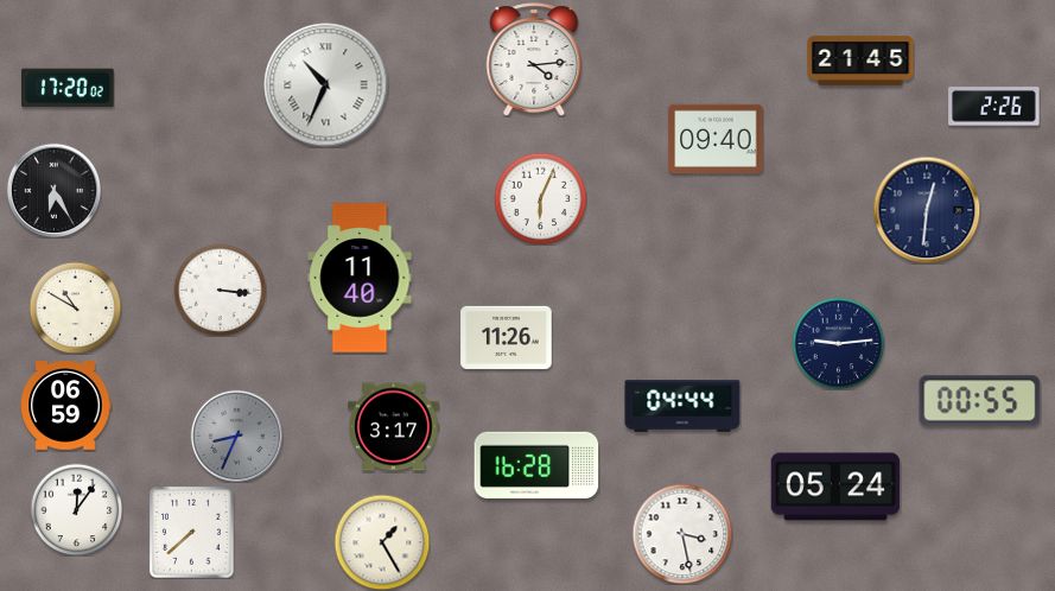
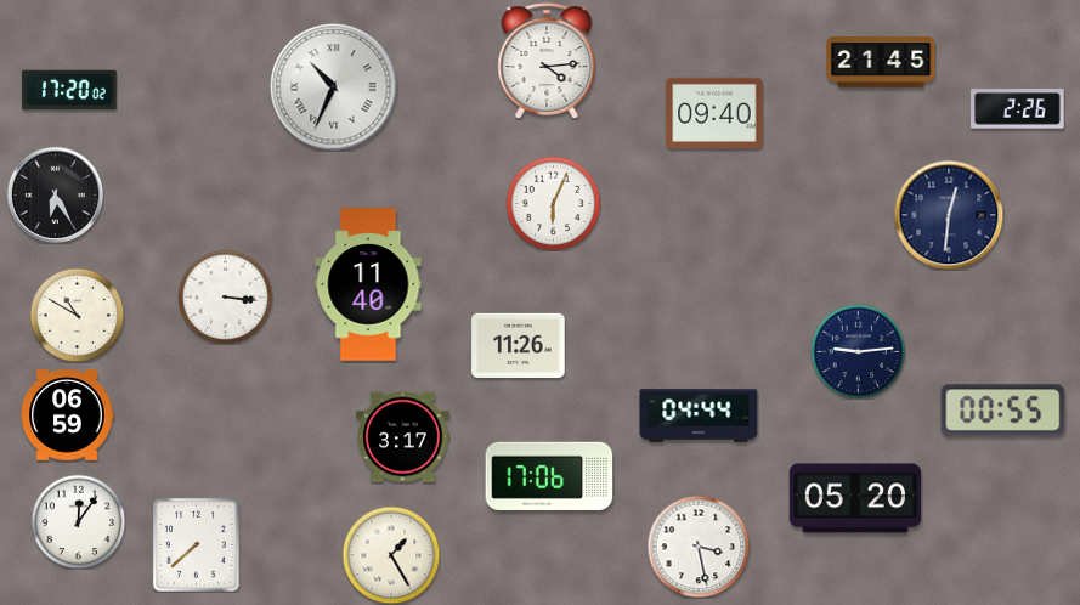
clock at (716, 139) position: (716, 139) -> (714, 113)
clock at (236, 436): 8:34 -> none
clock at (536, 465): 16:28 -> 17:06
clock at (835, 487): 05:24 -> 05:20
